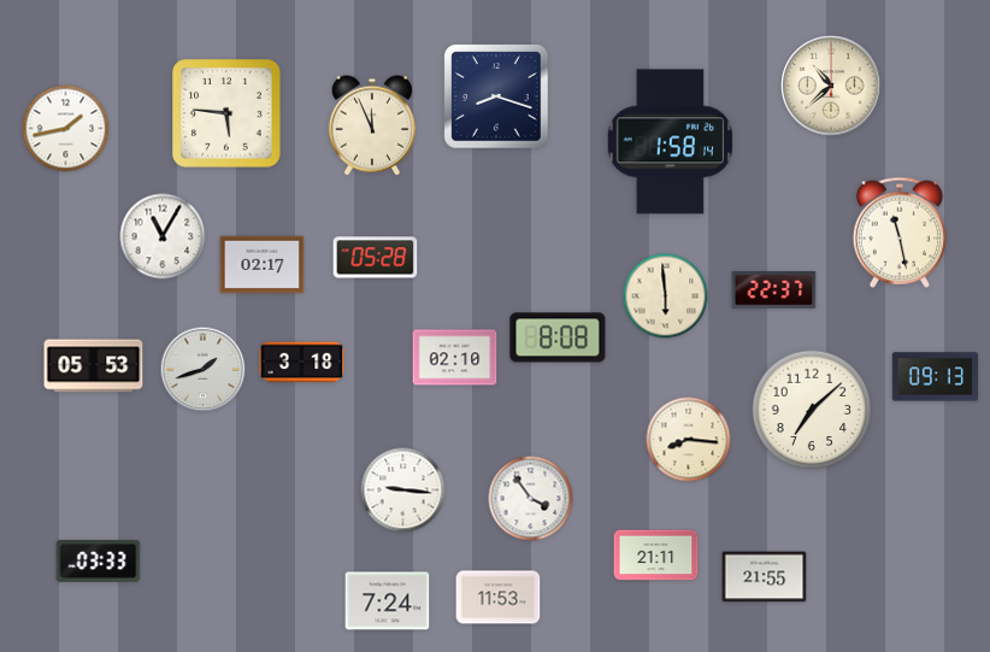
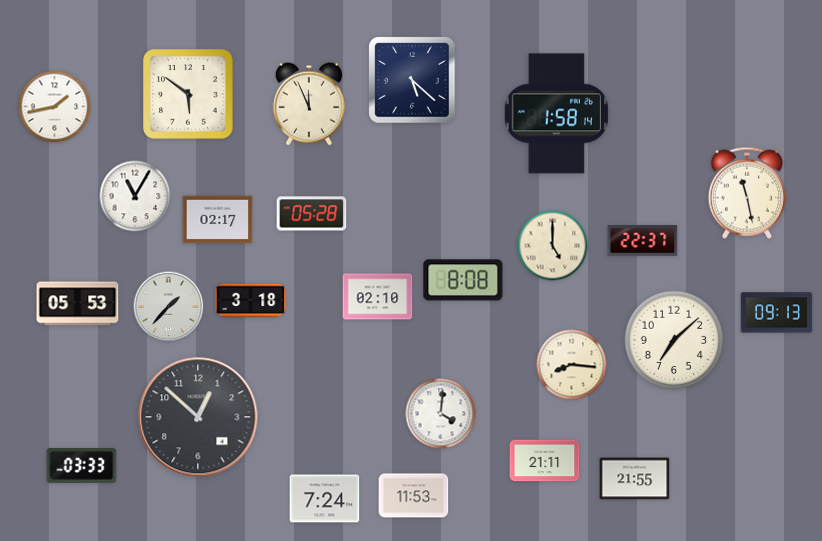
clock at (831, 86): 10:38 -> none
clock at (496, 96): 8:18 -> 5:22
clock at (226, 113): 5:46 -> 5:51
clock at (670, 142) position: (670, 142) -> (556, 114)
clock at (666, 296): 5:59 -> 5:00
clock at (204, 370): 1:42 -> 1:37
clock at (403, 491): 9:16 -> none
clock at (531, 499): 3:54 -> 4:01
clock at (198, 417): none -> 12:52
clock at (388, 601) position: (388, 601) -> (325, 499)
